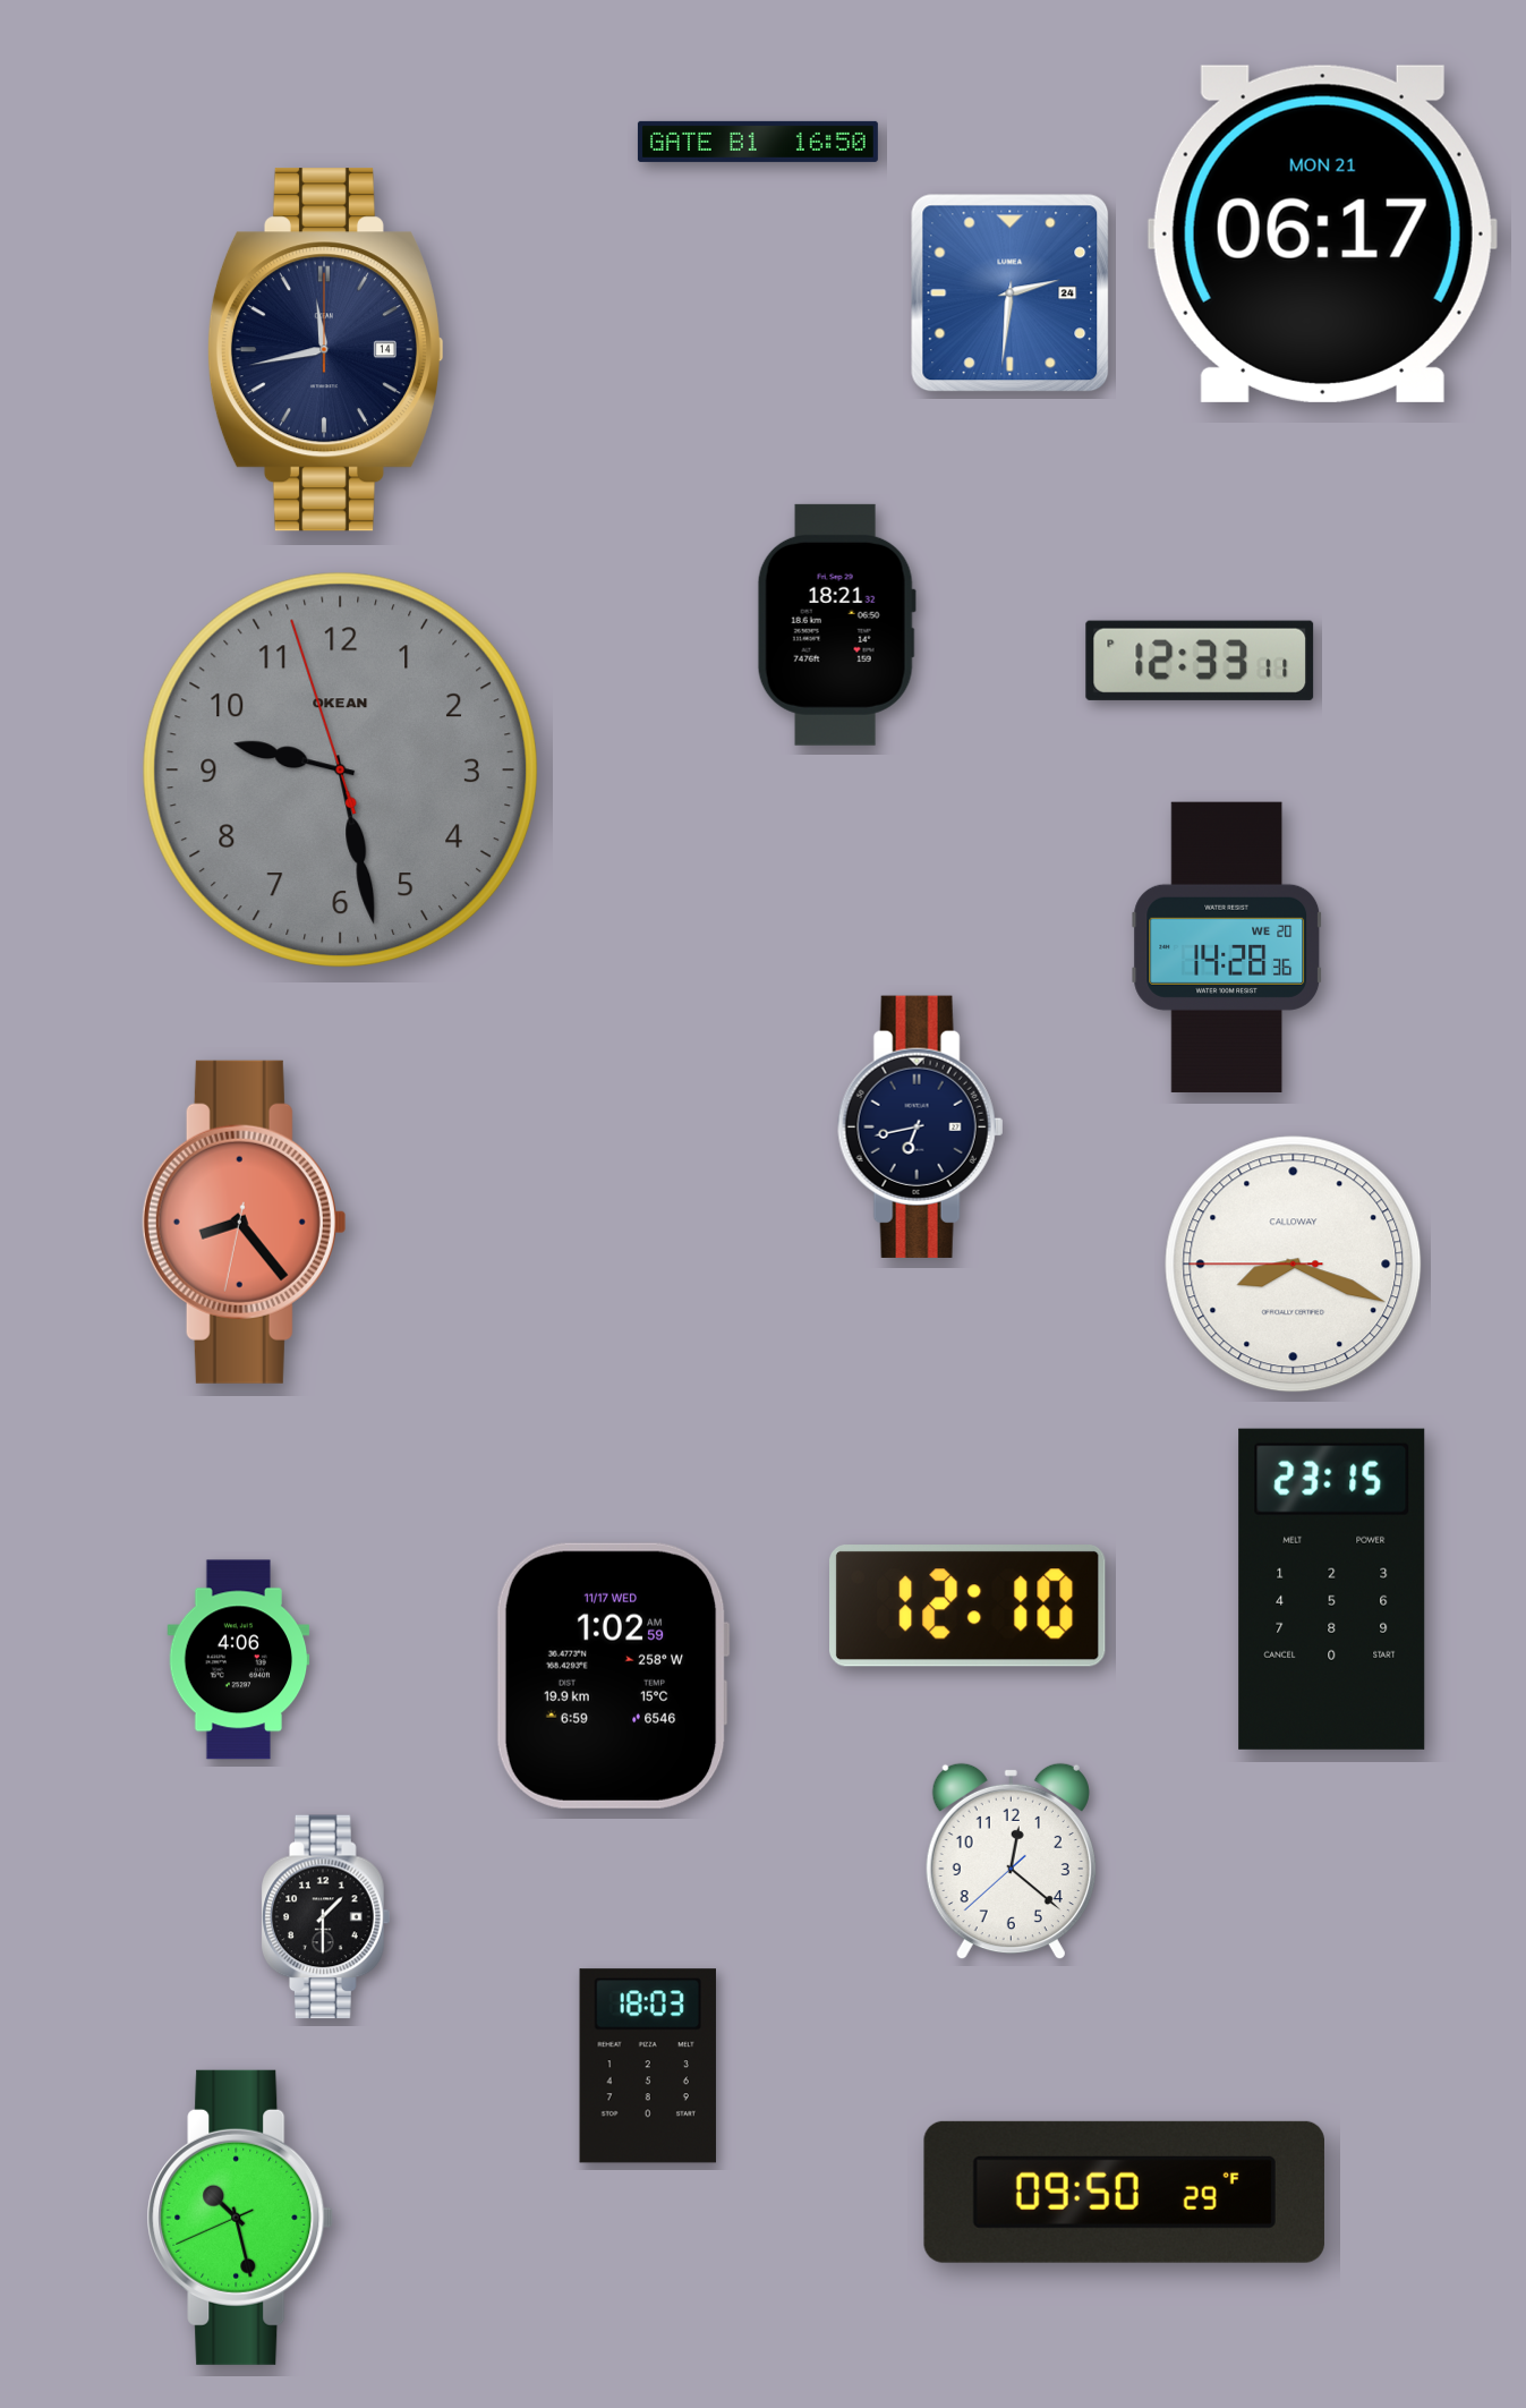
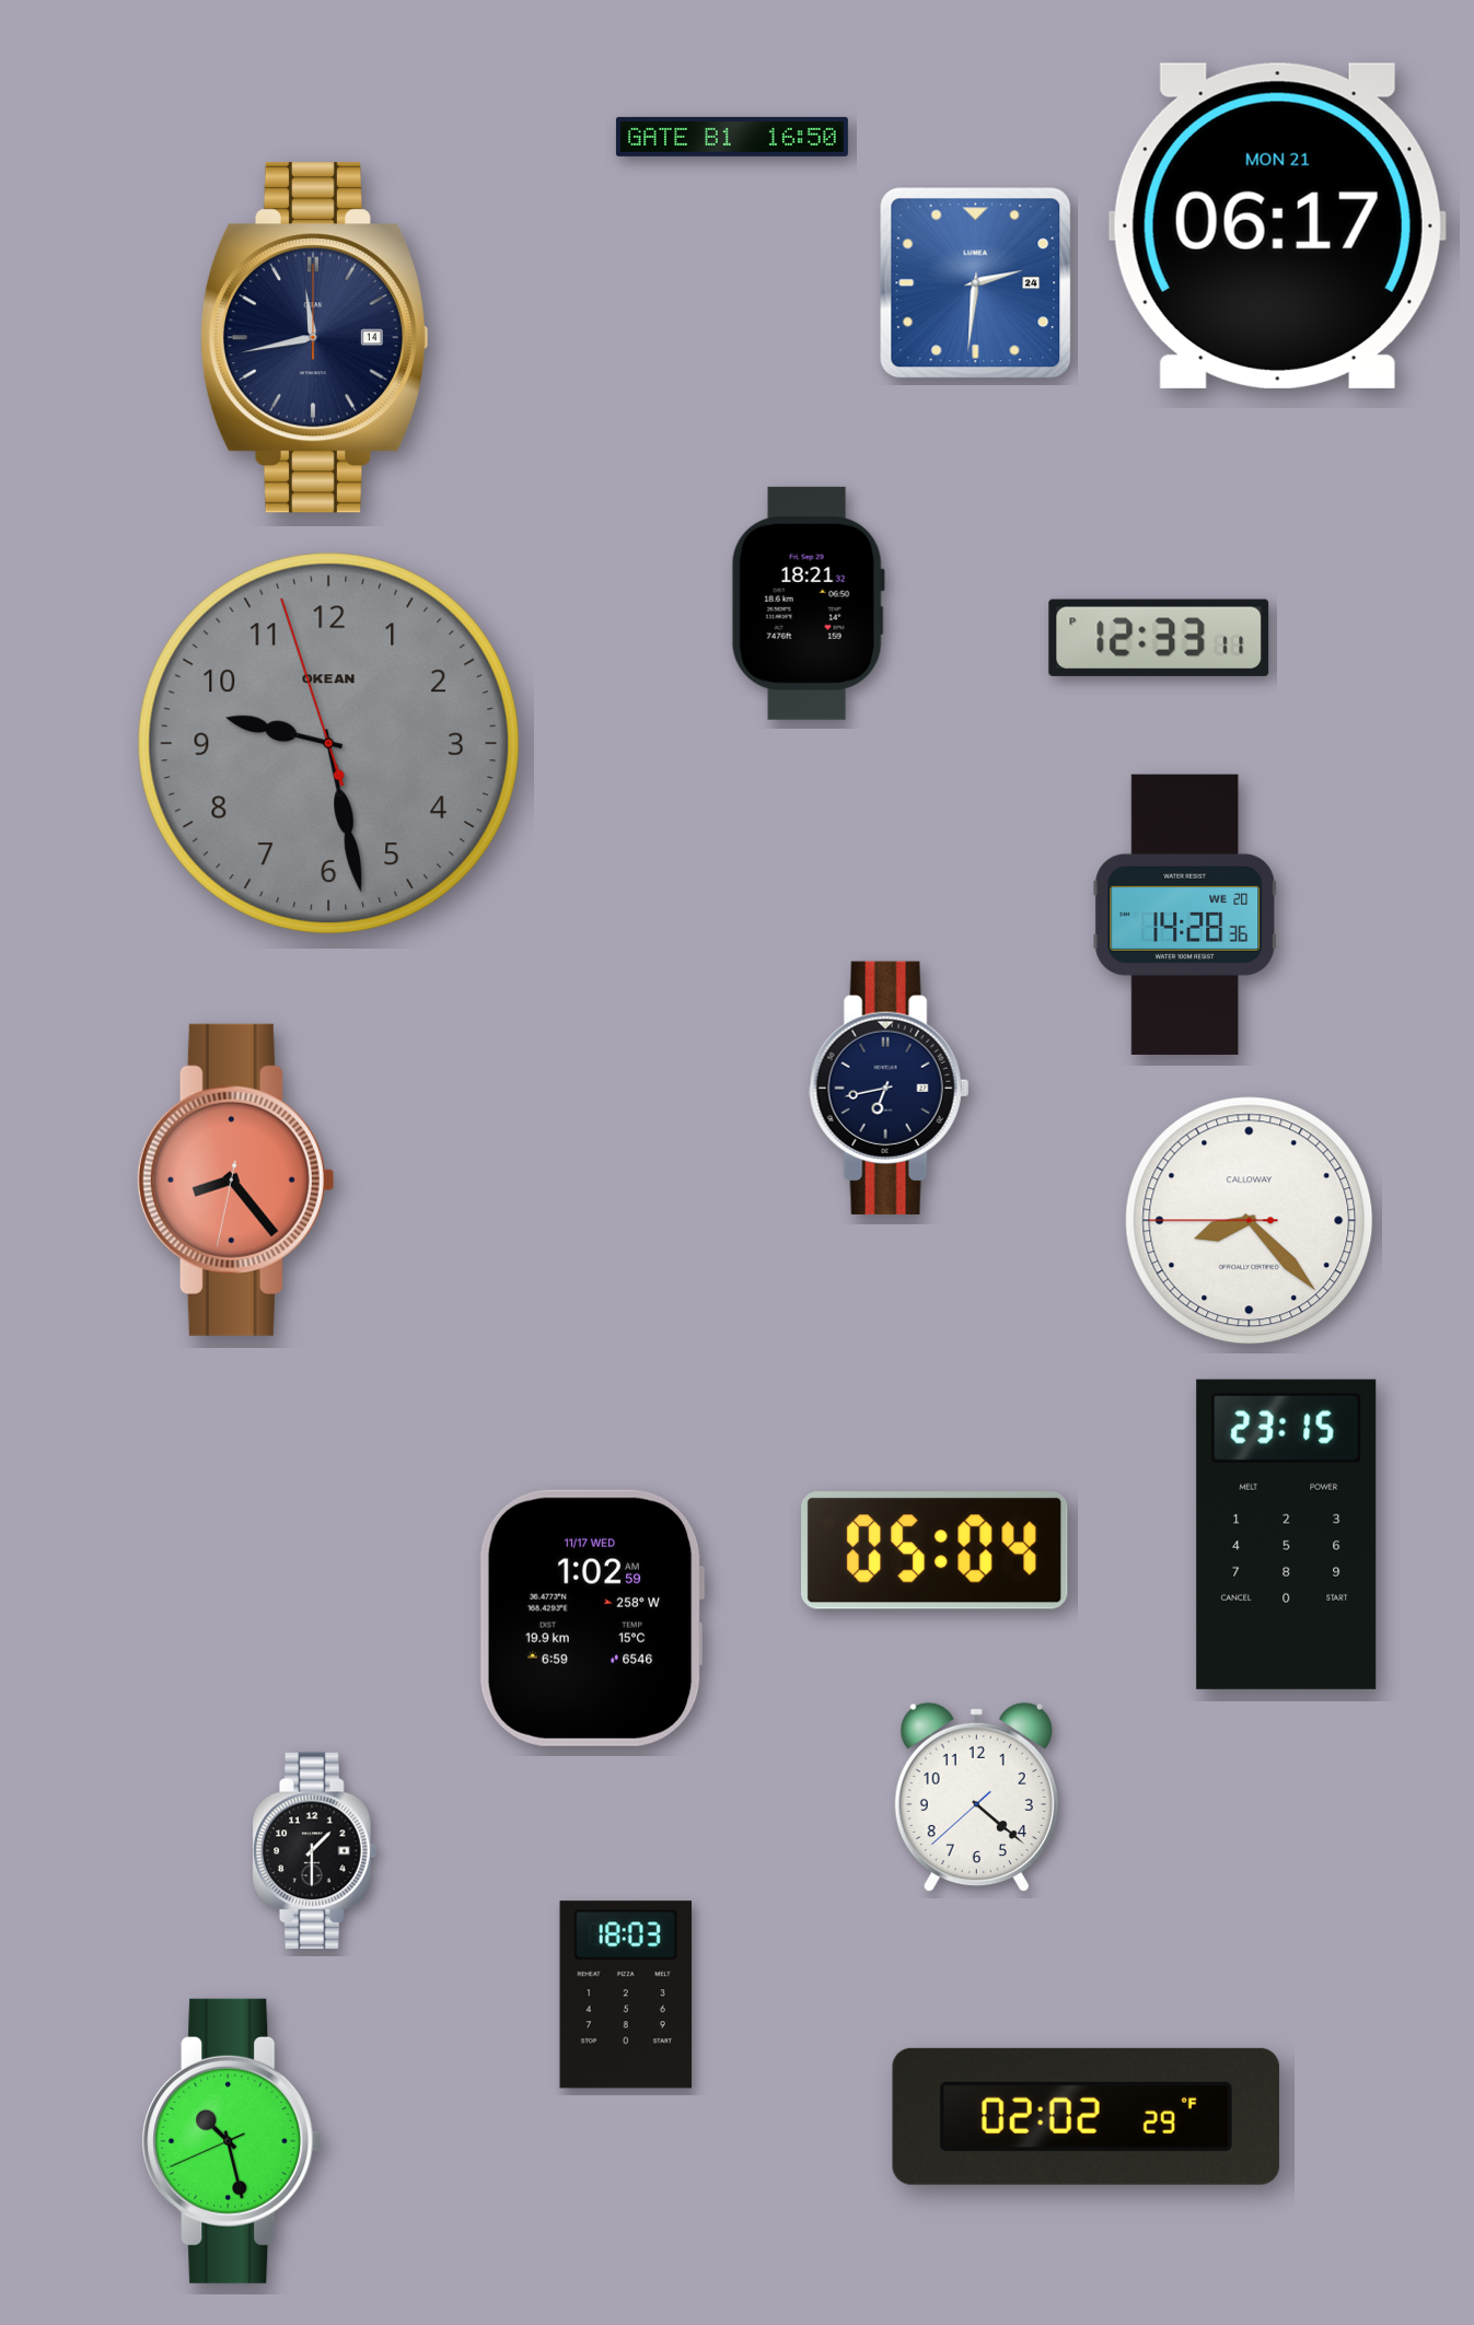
clock at (1294, 1265): 8:18 -> 8:22
clock at (969, 1606): 12:10 -> 05:04
clock at (239, 1660): 4:06 -> none
clock at (1011, 1862): 12:21 -> 4:21
clock at (1124, 2192): 09:50 -> 02:02
